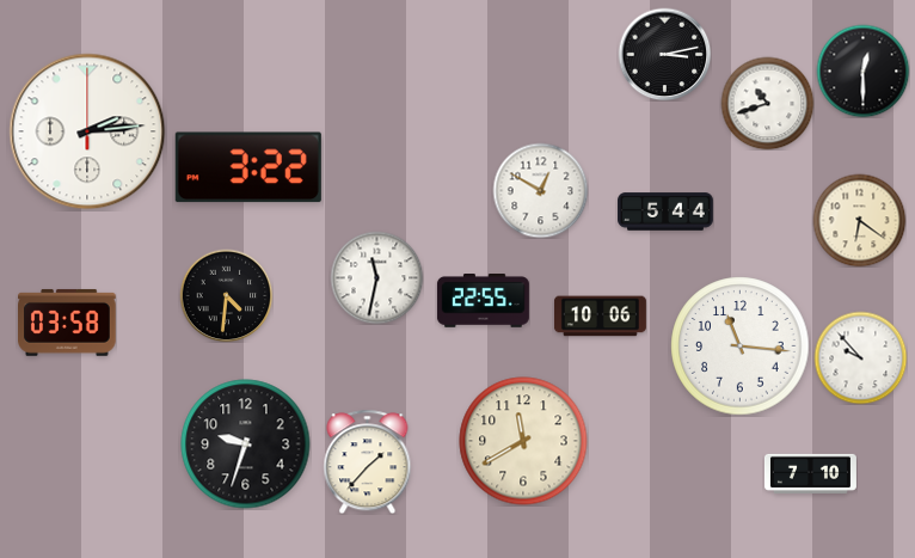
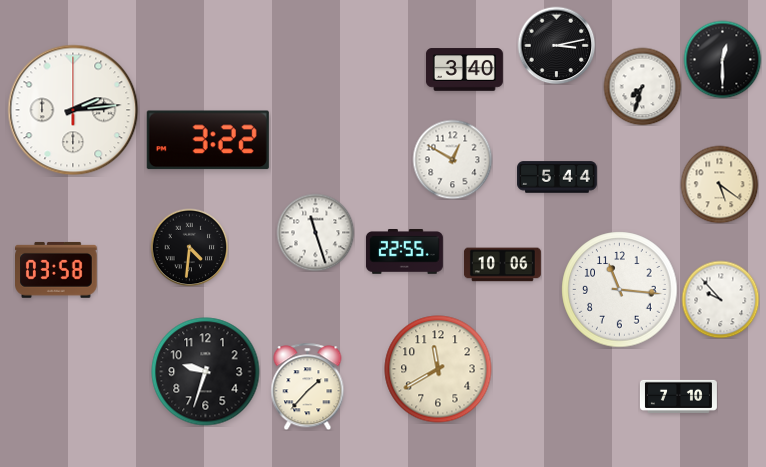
clock at (464, 70): none -> 3:40
clock at (767, 103): 10:42 -> 7:33
clock at (859, 220): 6:21 -> 5:21
clock at (376, 277): 11:32 -> 11:27
